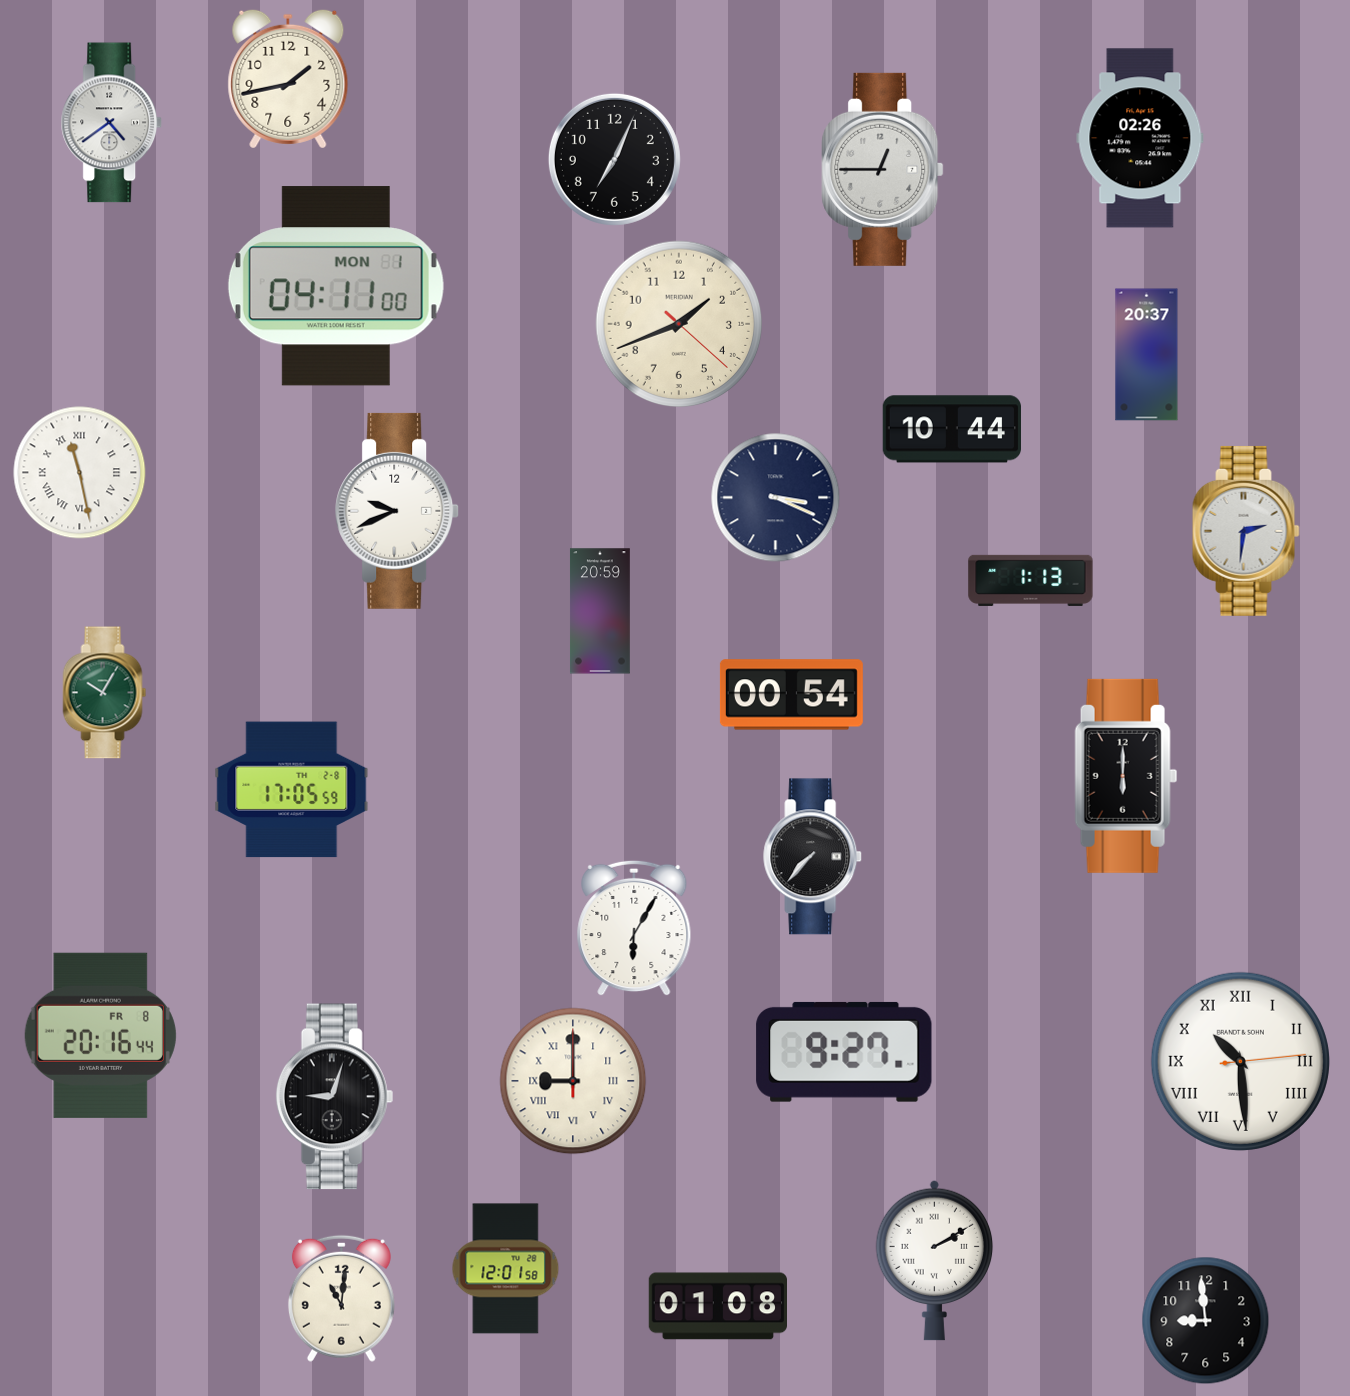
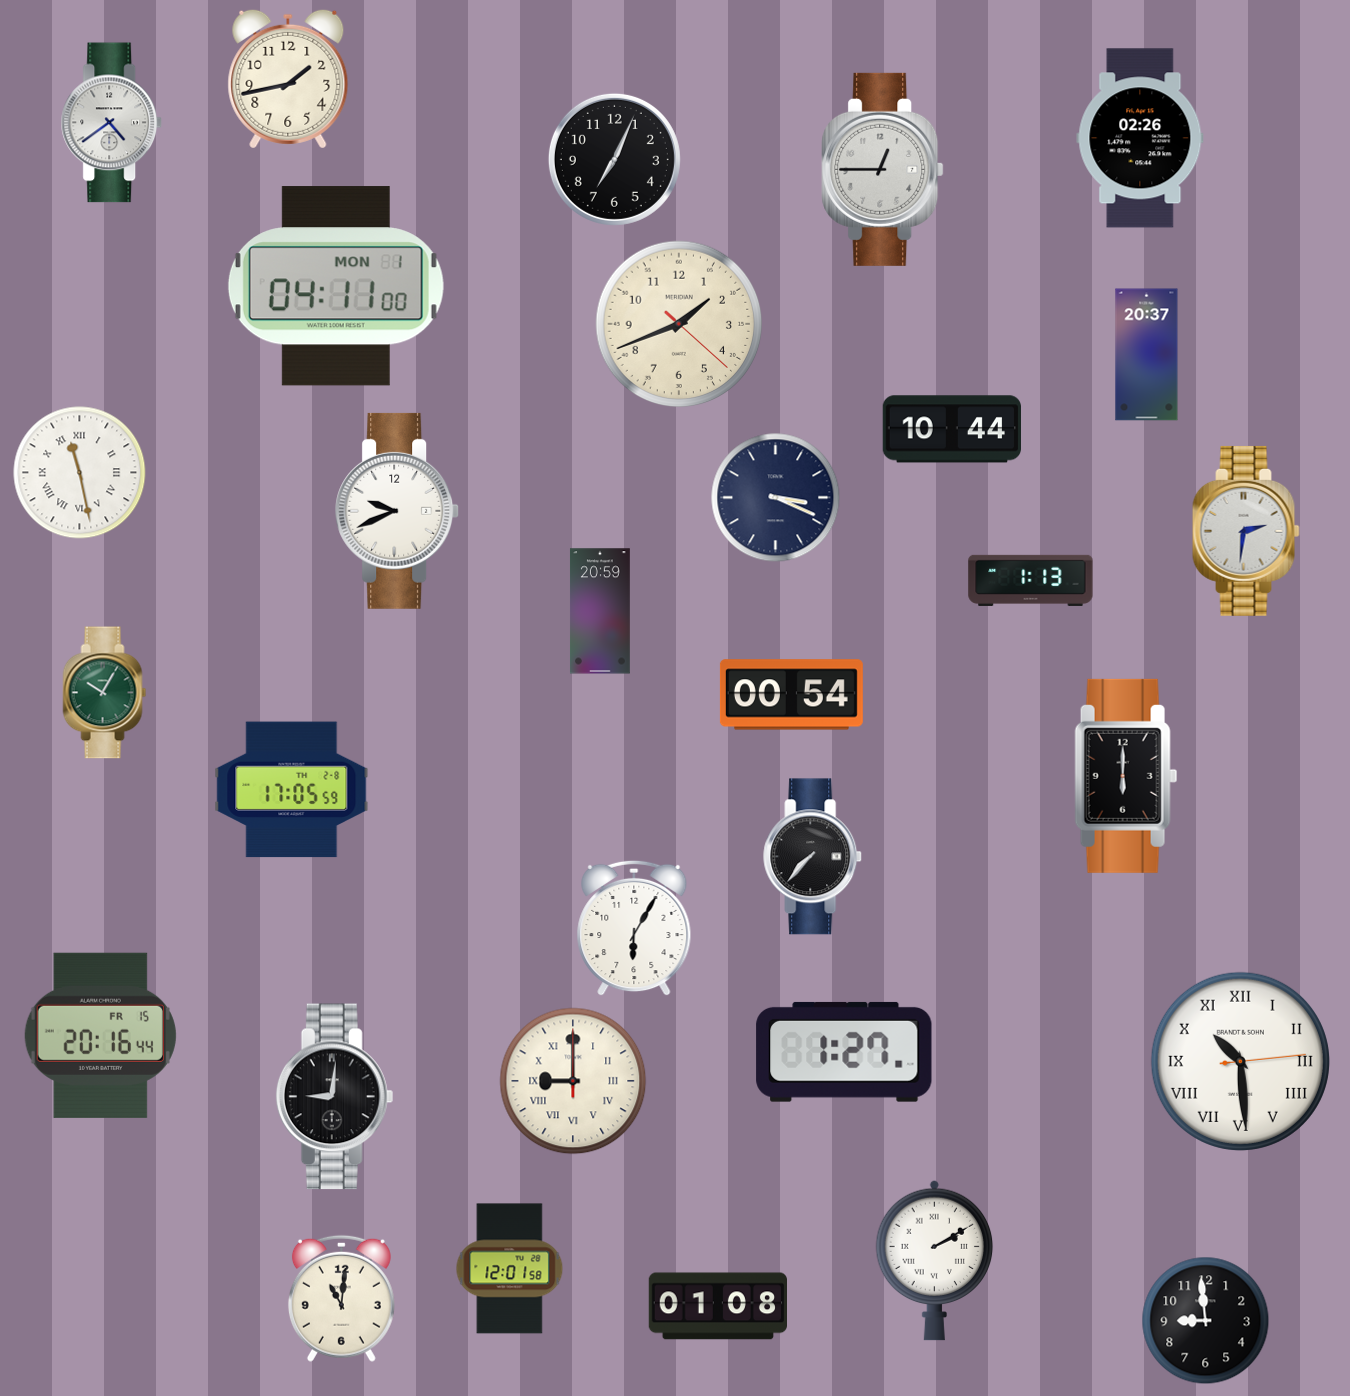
clock at (100, 1035) date: FR 8 -> FR 15
clock at (844, 1052): 9:27 -> 1:27
clock at (335, 1097): 9:03 -> 9:01
clock at (506, 1269) position: (506, 1269) -> (510, 1269)
